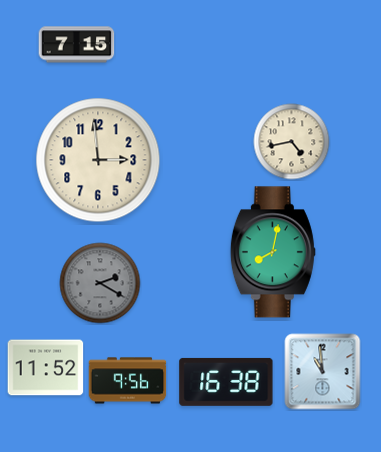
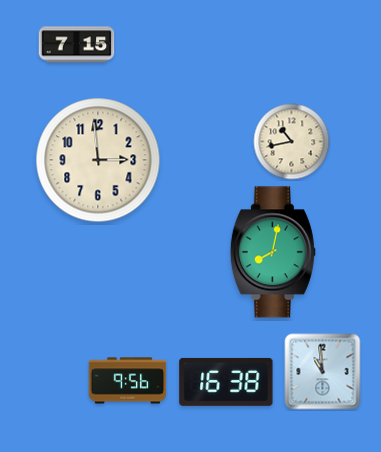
clock at (292, 142): 4:43 -> 10:43
clock at (100, 283): 2:20 -> none
clock at (46, 368): 11:52 -> none
